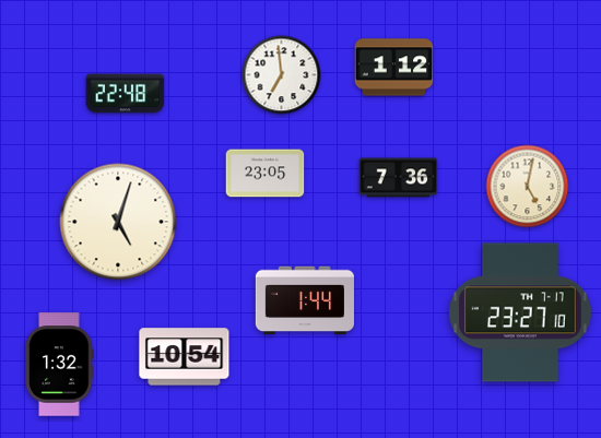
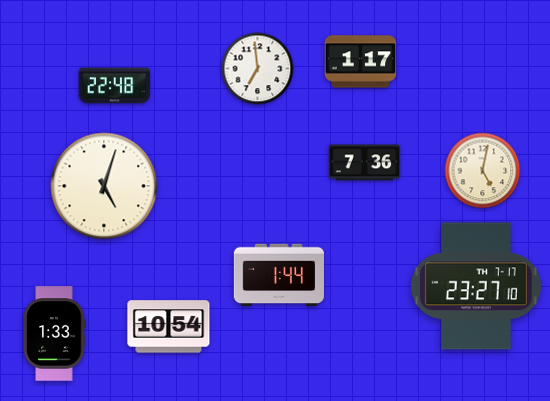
clock at (394, 68): 1:12 -> 1:17
clock at (266, 174): 23:05 -> none
clock at (118, 222) position: (118, 222) -> (104, 186)
clock at (60, 365): 1:32 -> 1:33
